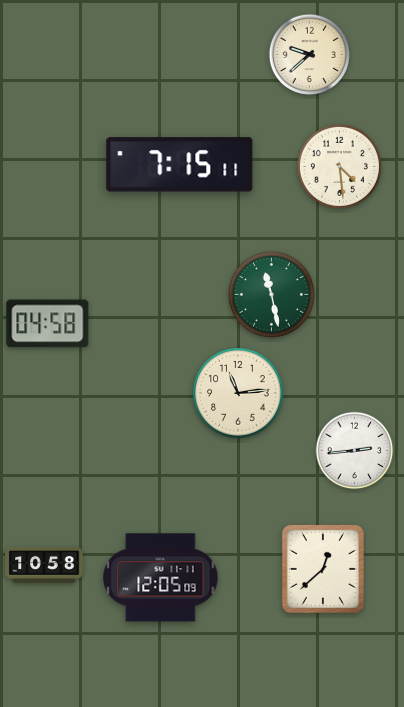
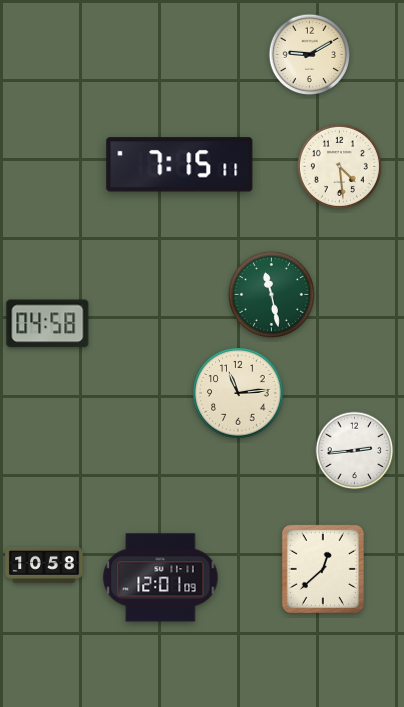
clock at (310, 55): 9:38 -> 9:10
clock at (161, 578): 12:05 -> 12:01
